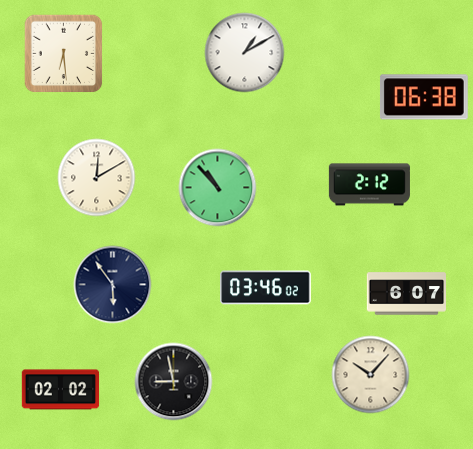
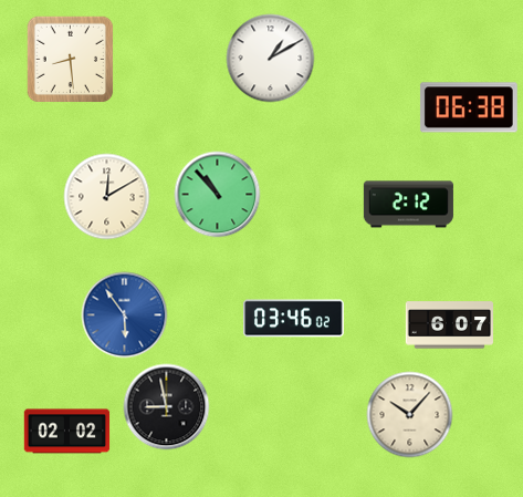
clock at (63, 53): 6:29 -> 8:29
clock at (217, 187) position: (217, 187) -> (217, 194)
clock at (112, 284) dial: navy -> blue
clock at (173, 381) position: (173, 381) -> (166, 406)
